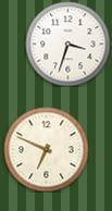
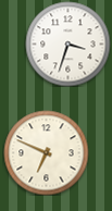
clock at (46, 149) position: (46, 149) -> (46, 152)
